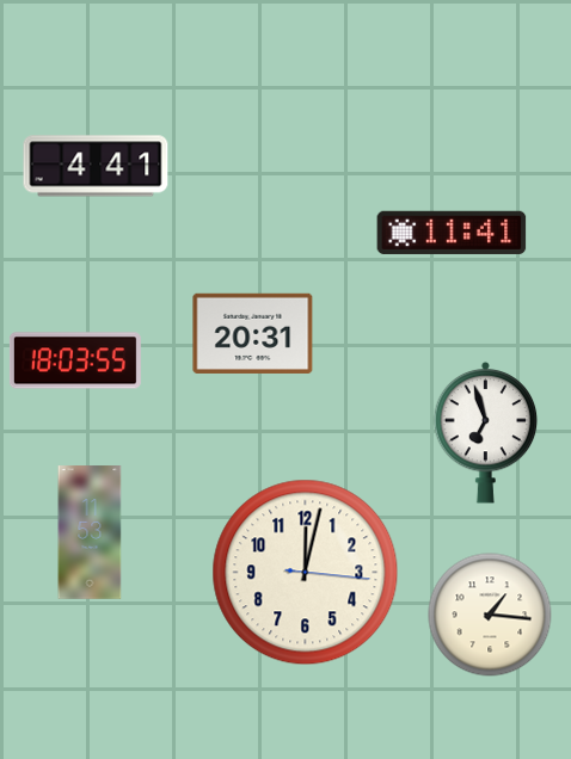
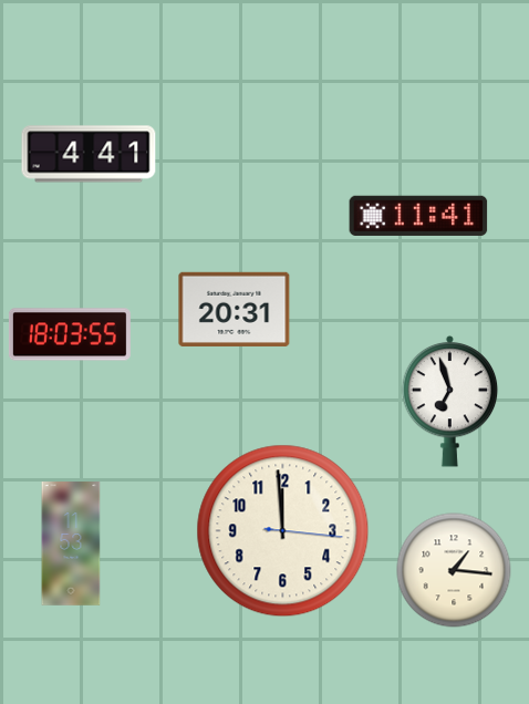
clock at (90, 532) position: (90, 532) -> (71, 543)
clock at (306, 573): 12:02 -> 11:59
